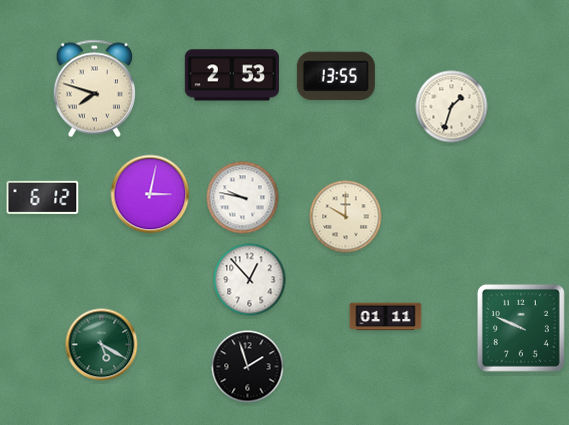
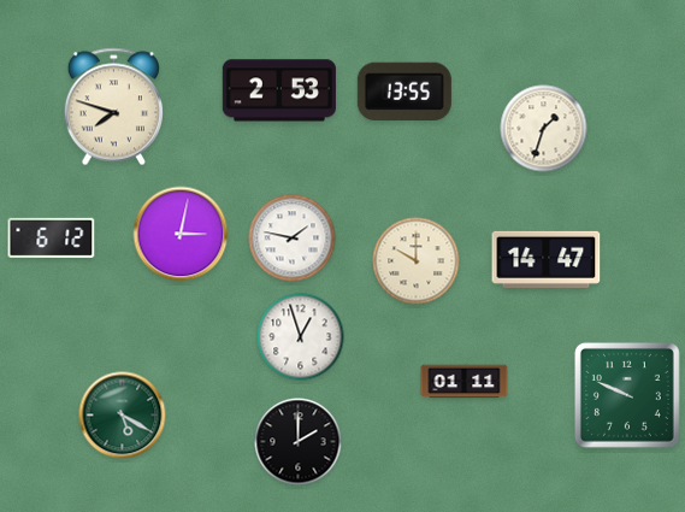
clock at (243, 198): 9:47 -> 1:47
clock at (547, 259): none -> 14:47
clock at (250, 280): 12:53 -> 12:57
clock at (248, 367): 1:57 -> 2:00
